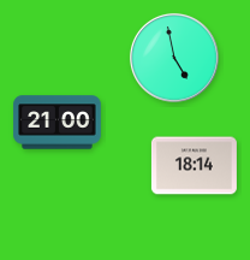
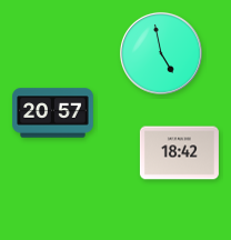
clock at (58, 123): 21:00 -> 20:57
clock at (194, 166): 18:14 -> 18:42
